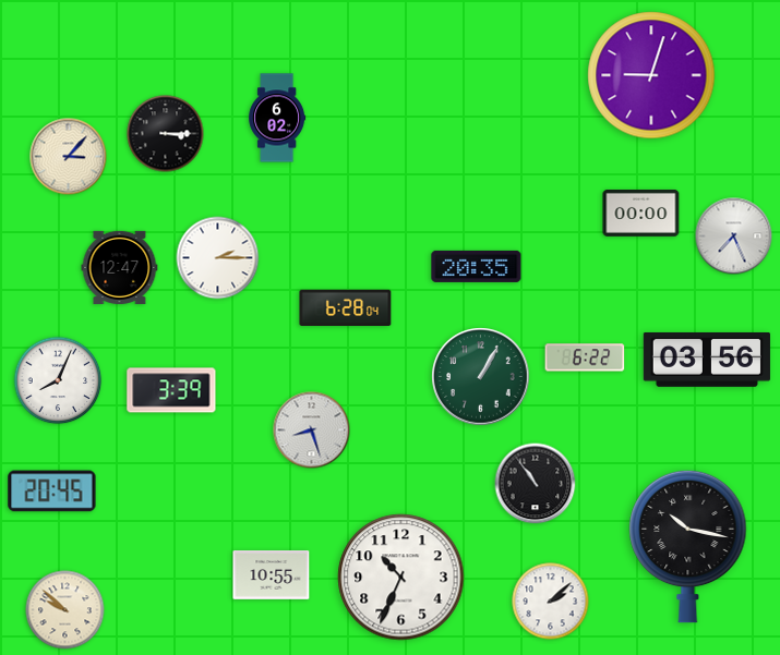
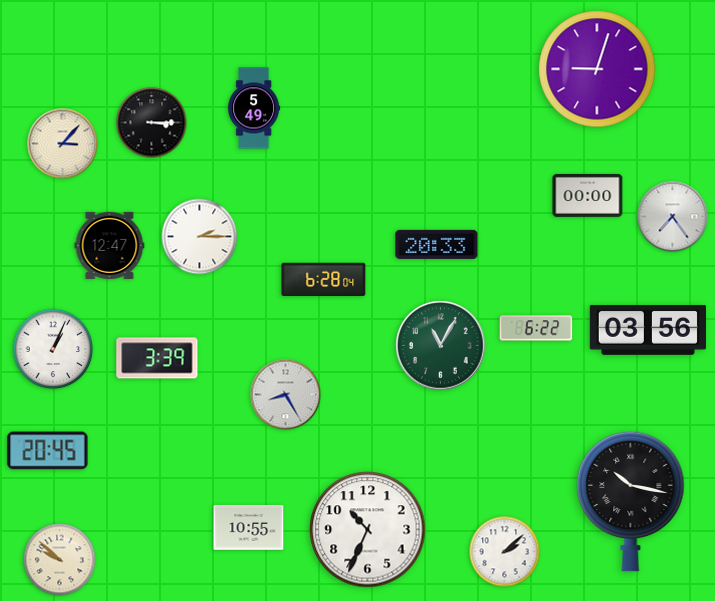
clock at (277, 118): 6:02 -> 5:49
clock at (734, 236): 7:26 -> 7:24
clock at (477, 266): 20:35 -> 20:33
clock at (346, 307) position: (346, 307) -> (324, 279)
clock at (481, 377): 1:05 -> 11:05
clock at (58, 380): 8:04 -> 1:04
clock at (312, 430): 8:27 -> 8:25
clock at (536, 484): 10:54 -> none
